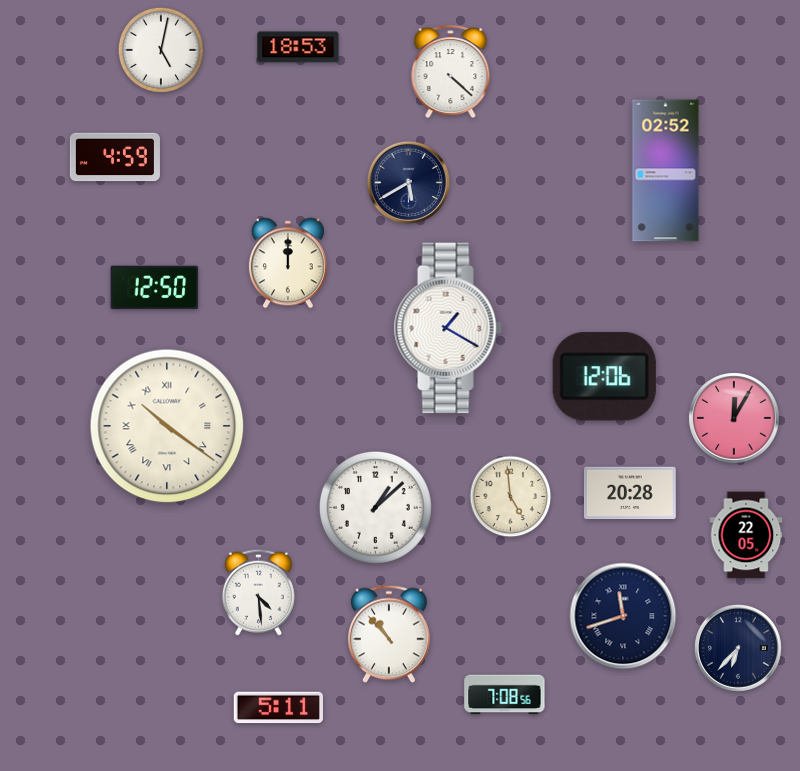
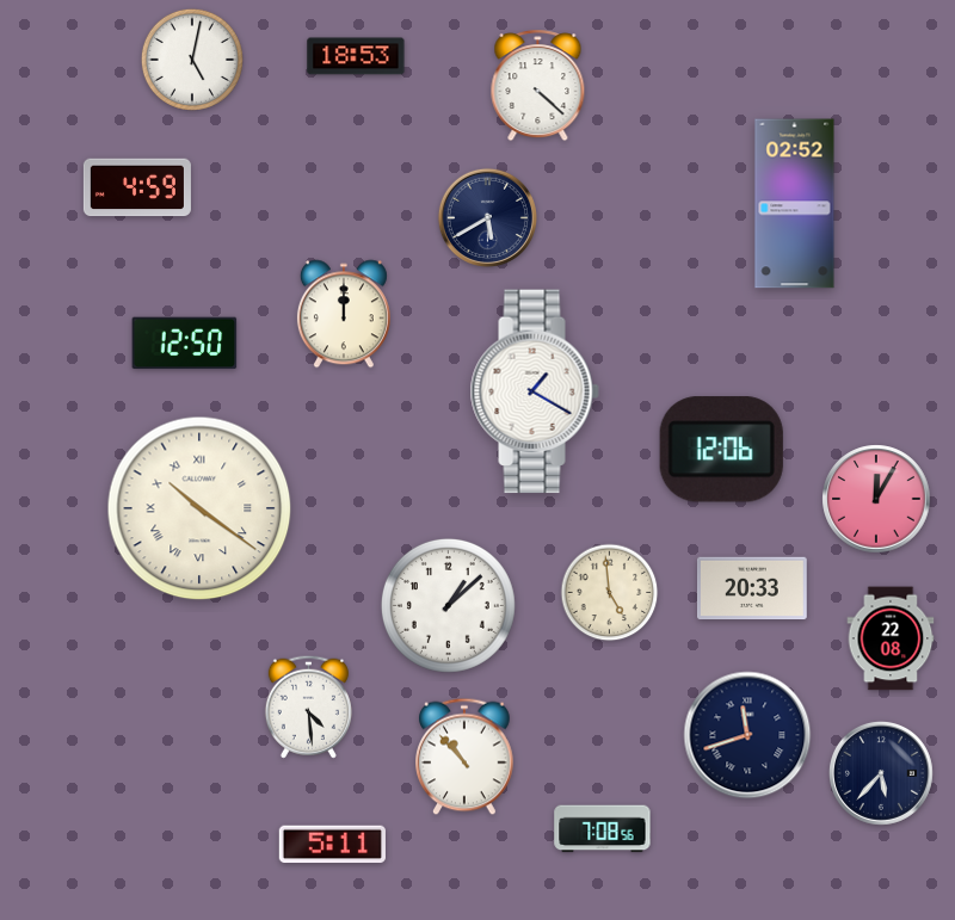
clock at (631, 493): 20:28 -> 20:33
clock at (746, 535): 22:05 -> 22:08
clock at (623, 616) position: (623, 616) -> (747, 735)
clock at (738, 648): 6:37 -> 5:37
